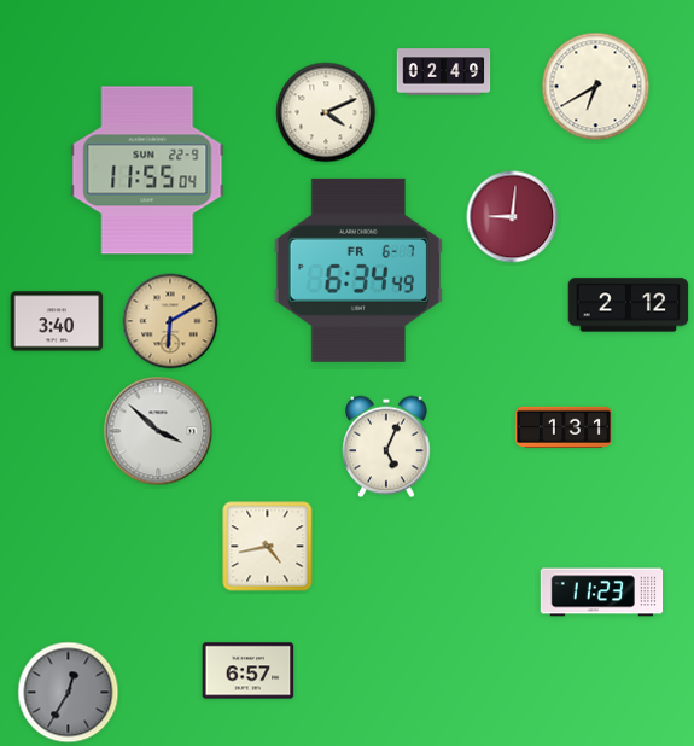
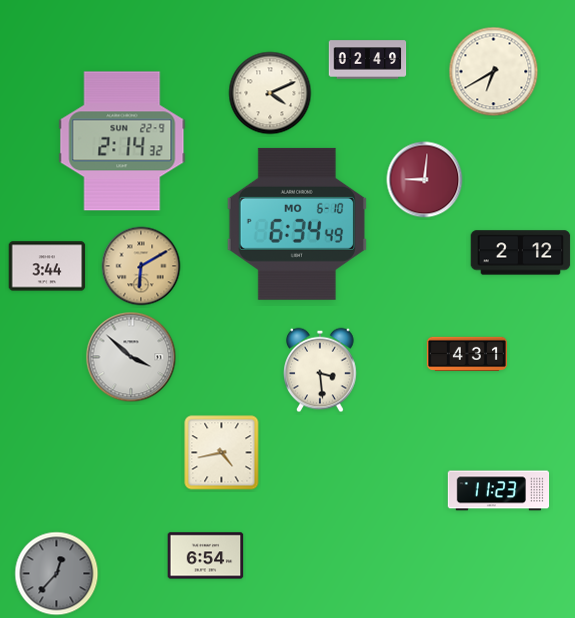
clock at (147, 170): 11:55 -> 2:14
clock at (358, 270) date: FR 6-7 -> MO 6-10
clock at (57, 321): 3:40 -> 3:44
clock at (564, 427): 1:31 -> 4:31
clock at (387, 447): 5:04 -> 3:29
clock at (249, 671): 6:57 -> 6:54
clock at (69, 693): 12:35 -> 12:37
